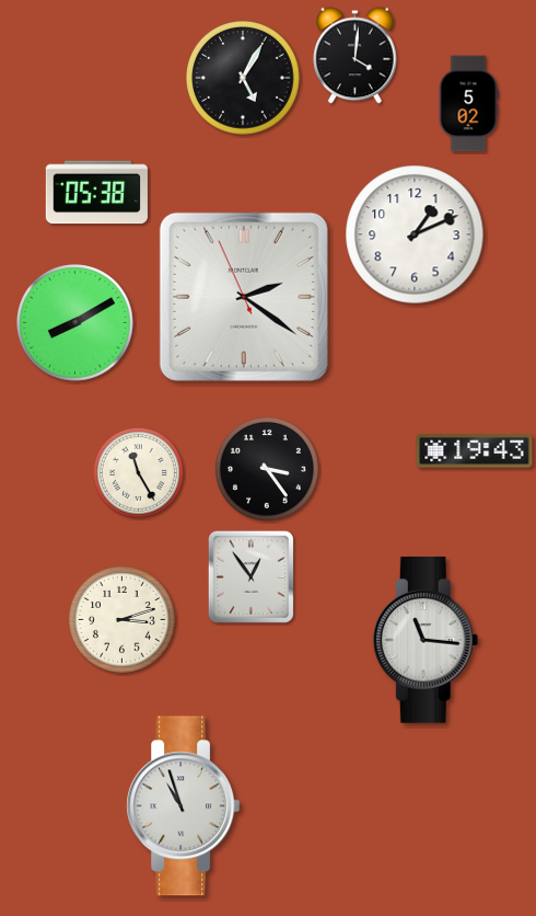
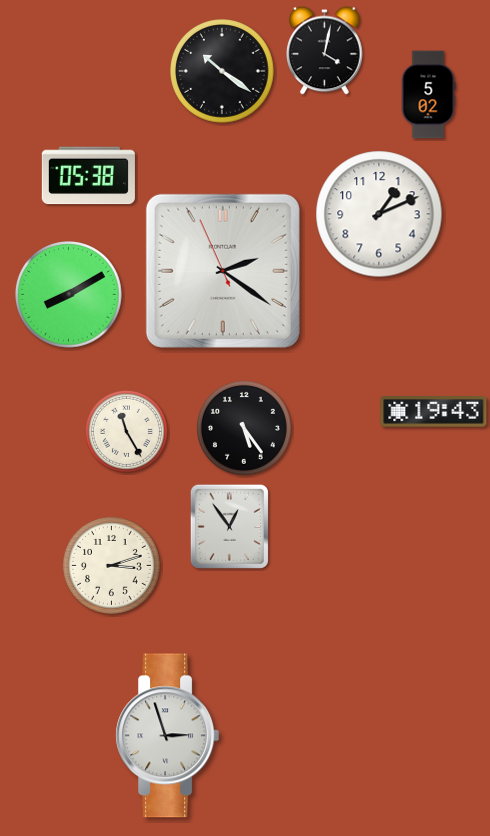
clock at (356, 56): 4:01 -> 4:02
clock at (244, 79): 5:05 -> 10:21
clock at (267, 469): 3:24 -> 5:24
clock at (426, 640): 11:16 -> none
clock at (184, 806): 10:57 -> 2:57
